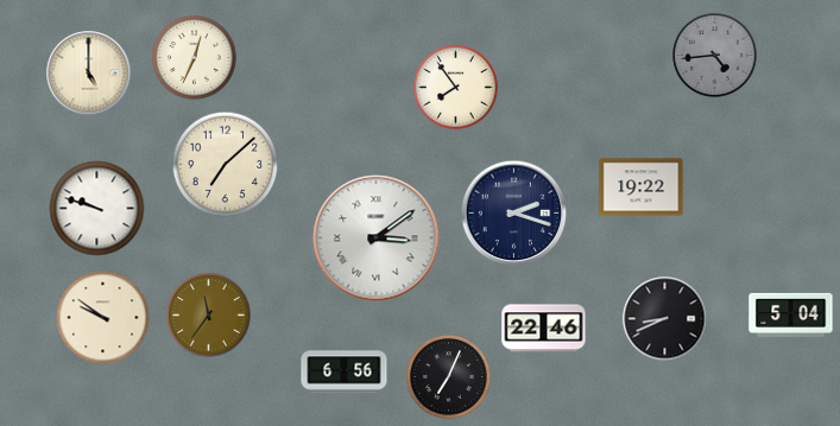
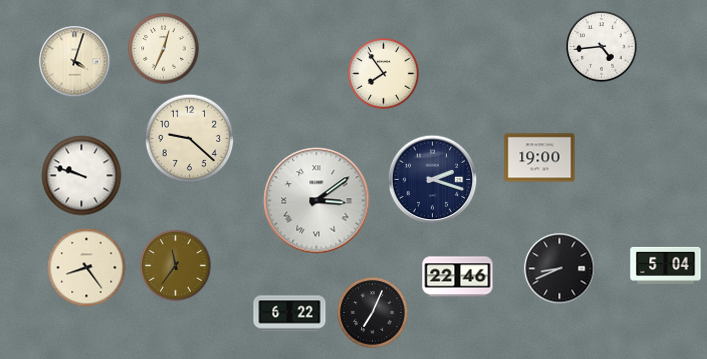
clock at (715, 56) dial: grey -> white
clock at (89, 74): 5:00 -> 4:03
clock at (226, 165): 7:08 -> 9:22
clock at (642, 187): 19:22 -> 19:00
clock at (103, 318): 9:51 -> 8:24
clock at (345, 373): 6:56 -> 6:22
clock at (449, 377) position: (449, 377) -> (373, 313)
